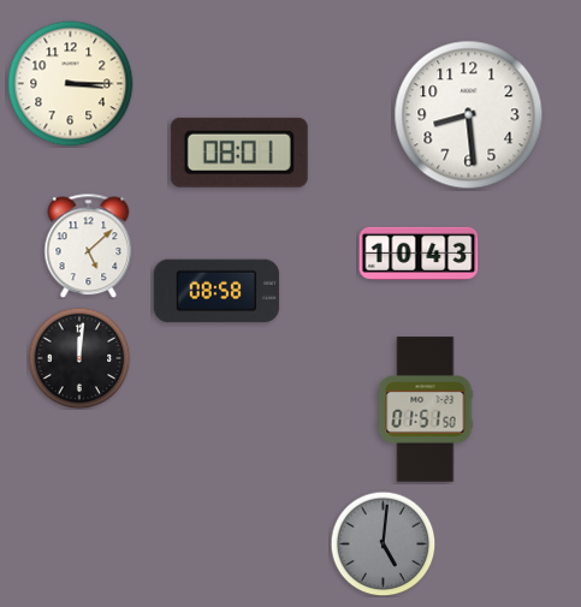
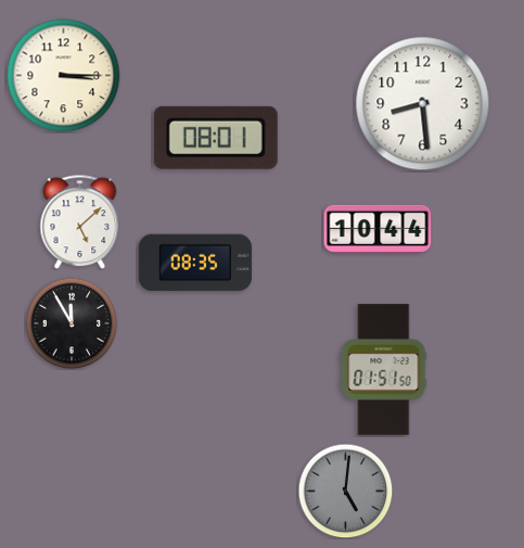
clock at (419, 254): 10:43 -> 10:44
clock at (217, 291): 08:58 -> 08:35
clock at (79, 358): 12:01 -> 11:55
